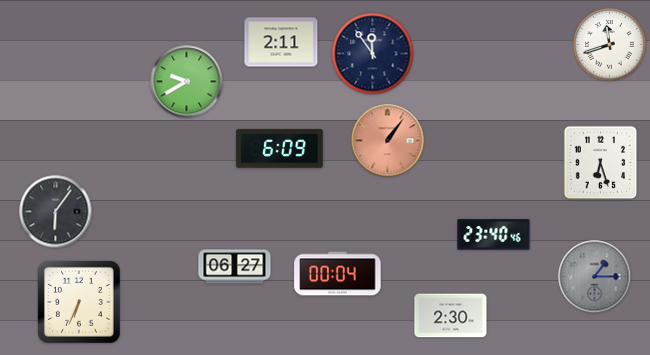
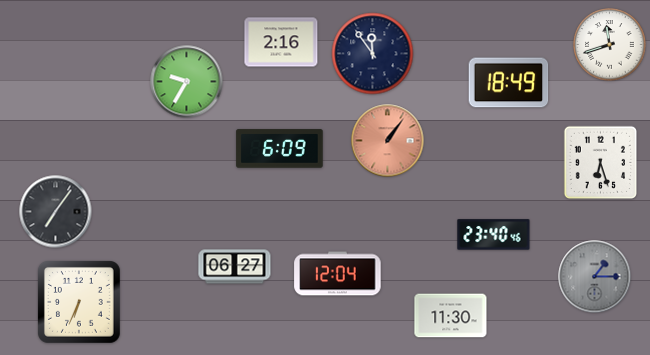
clock at (281, 42): 2:11 -> 2:16
clock at (187, 82): 9:40 -> 9:35
clock at (509, 83): none -> 18:49
clock at (56, 212): 6:06 -> 7:06
clock at (338, 274): 00:04 -> 12:04
clock at (451, 316): 2:30 -> 11:30
